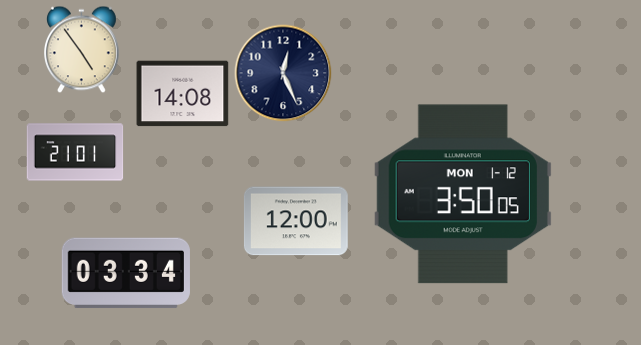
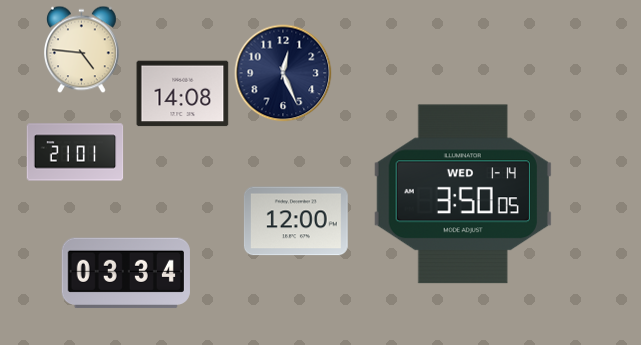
clock at (82, 50): 4:54 -> 4:46
clock at (463, 194) date: MON 1-12 -> WED 1-14
